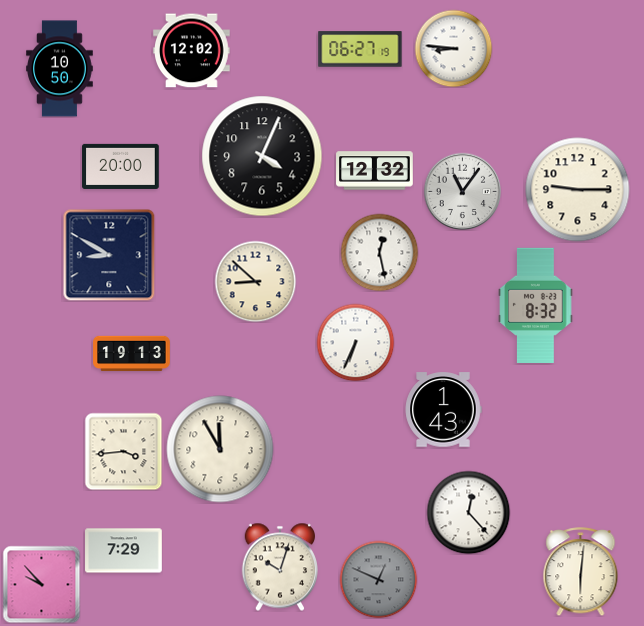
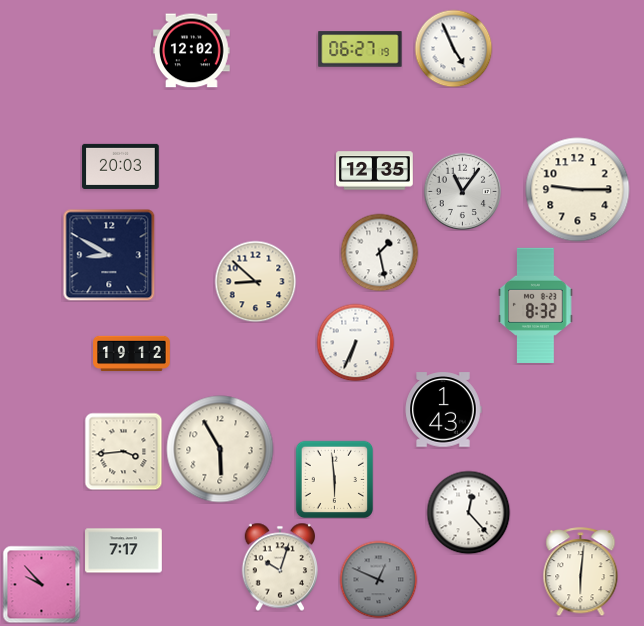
clock at (453, 48): 8:46 -> 4:56
clock at (60, 69): 10:50 -> none
clock at (262, 156): 4:04 -> none
clock at (121, 166): 20:00 -> 20:03
clock at (375, 171): 12:32 -> 12:35
clock at (379, 252): 12:28 -> 1:28
clock at (132, 354): 19:13 -> 19:12
clock at (220, 449): 11:55 -> 5:55
clock at (334, 479): none -> 5:59
clock at (124, 551): 7:29 -> 7:17
